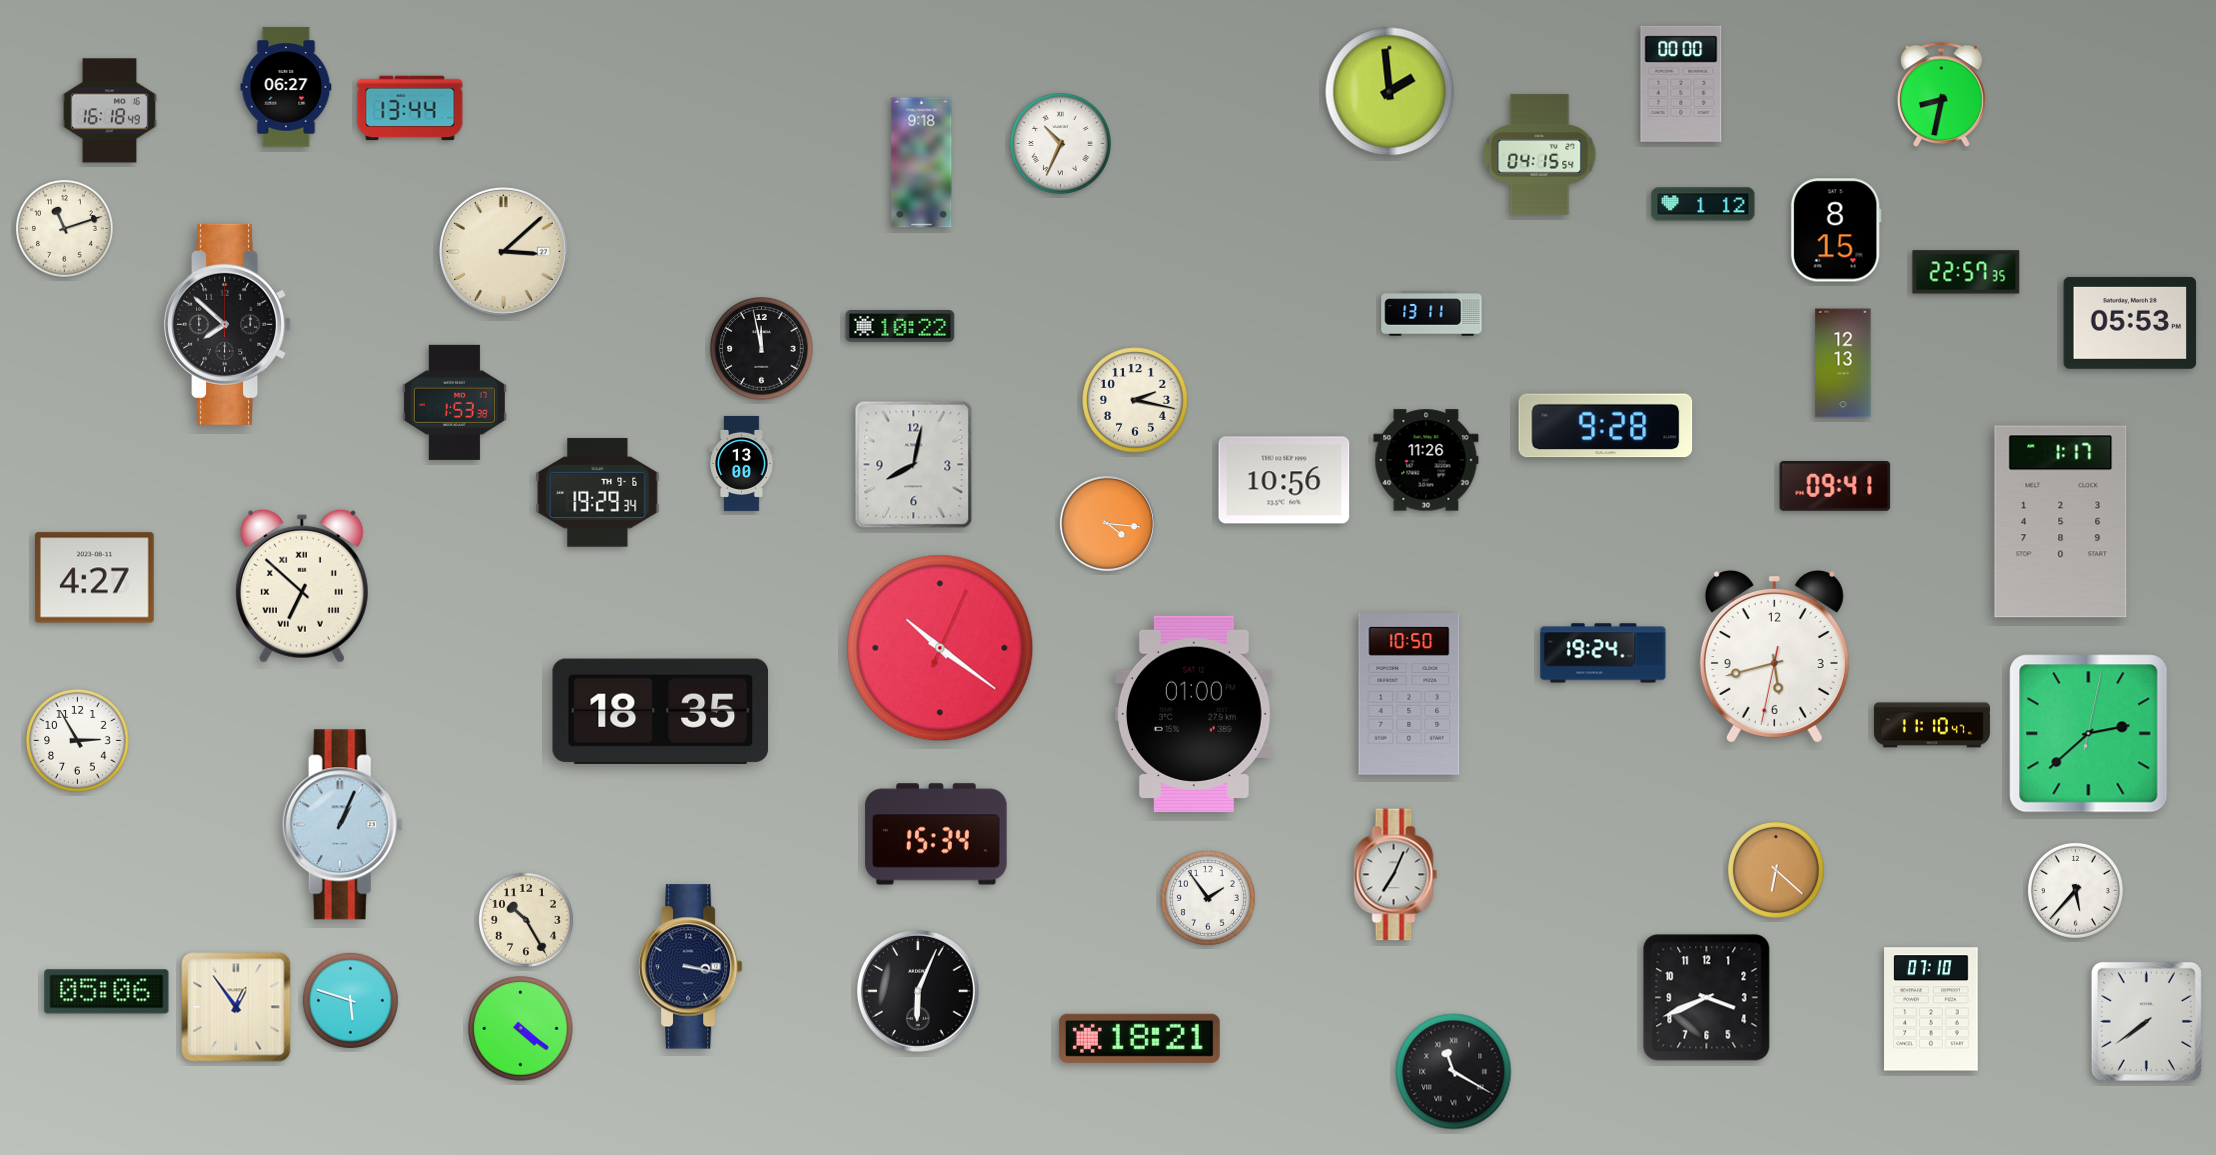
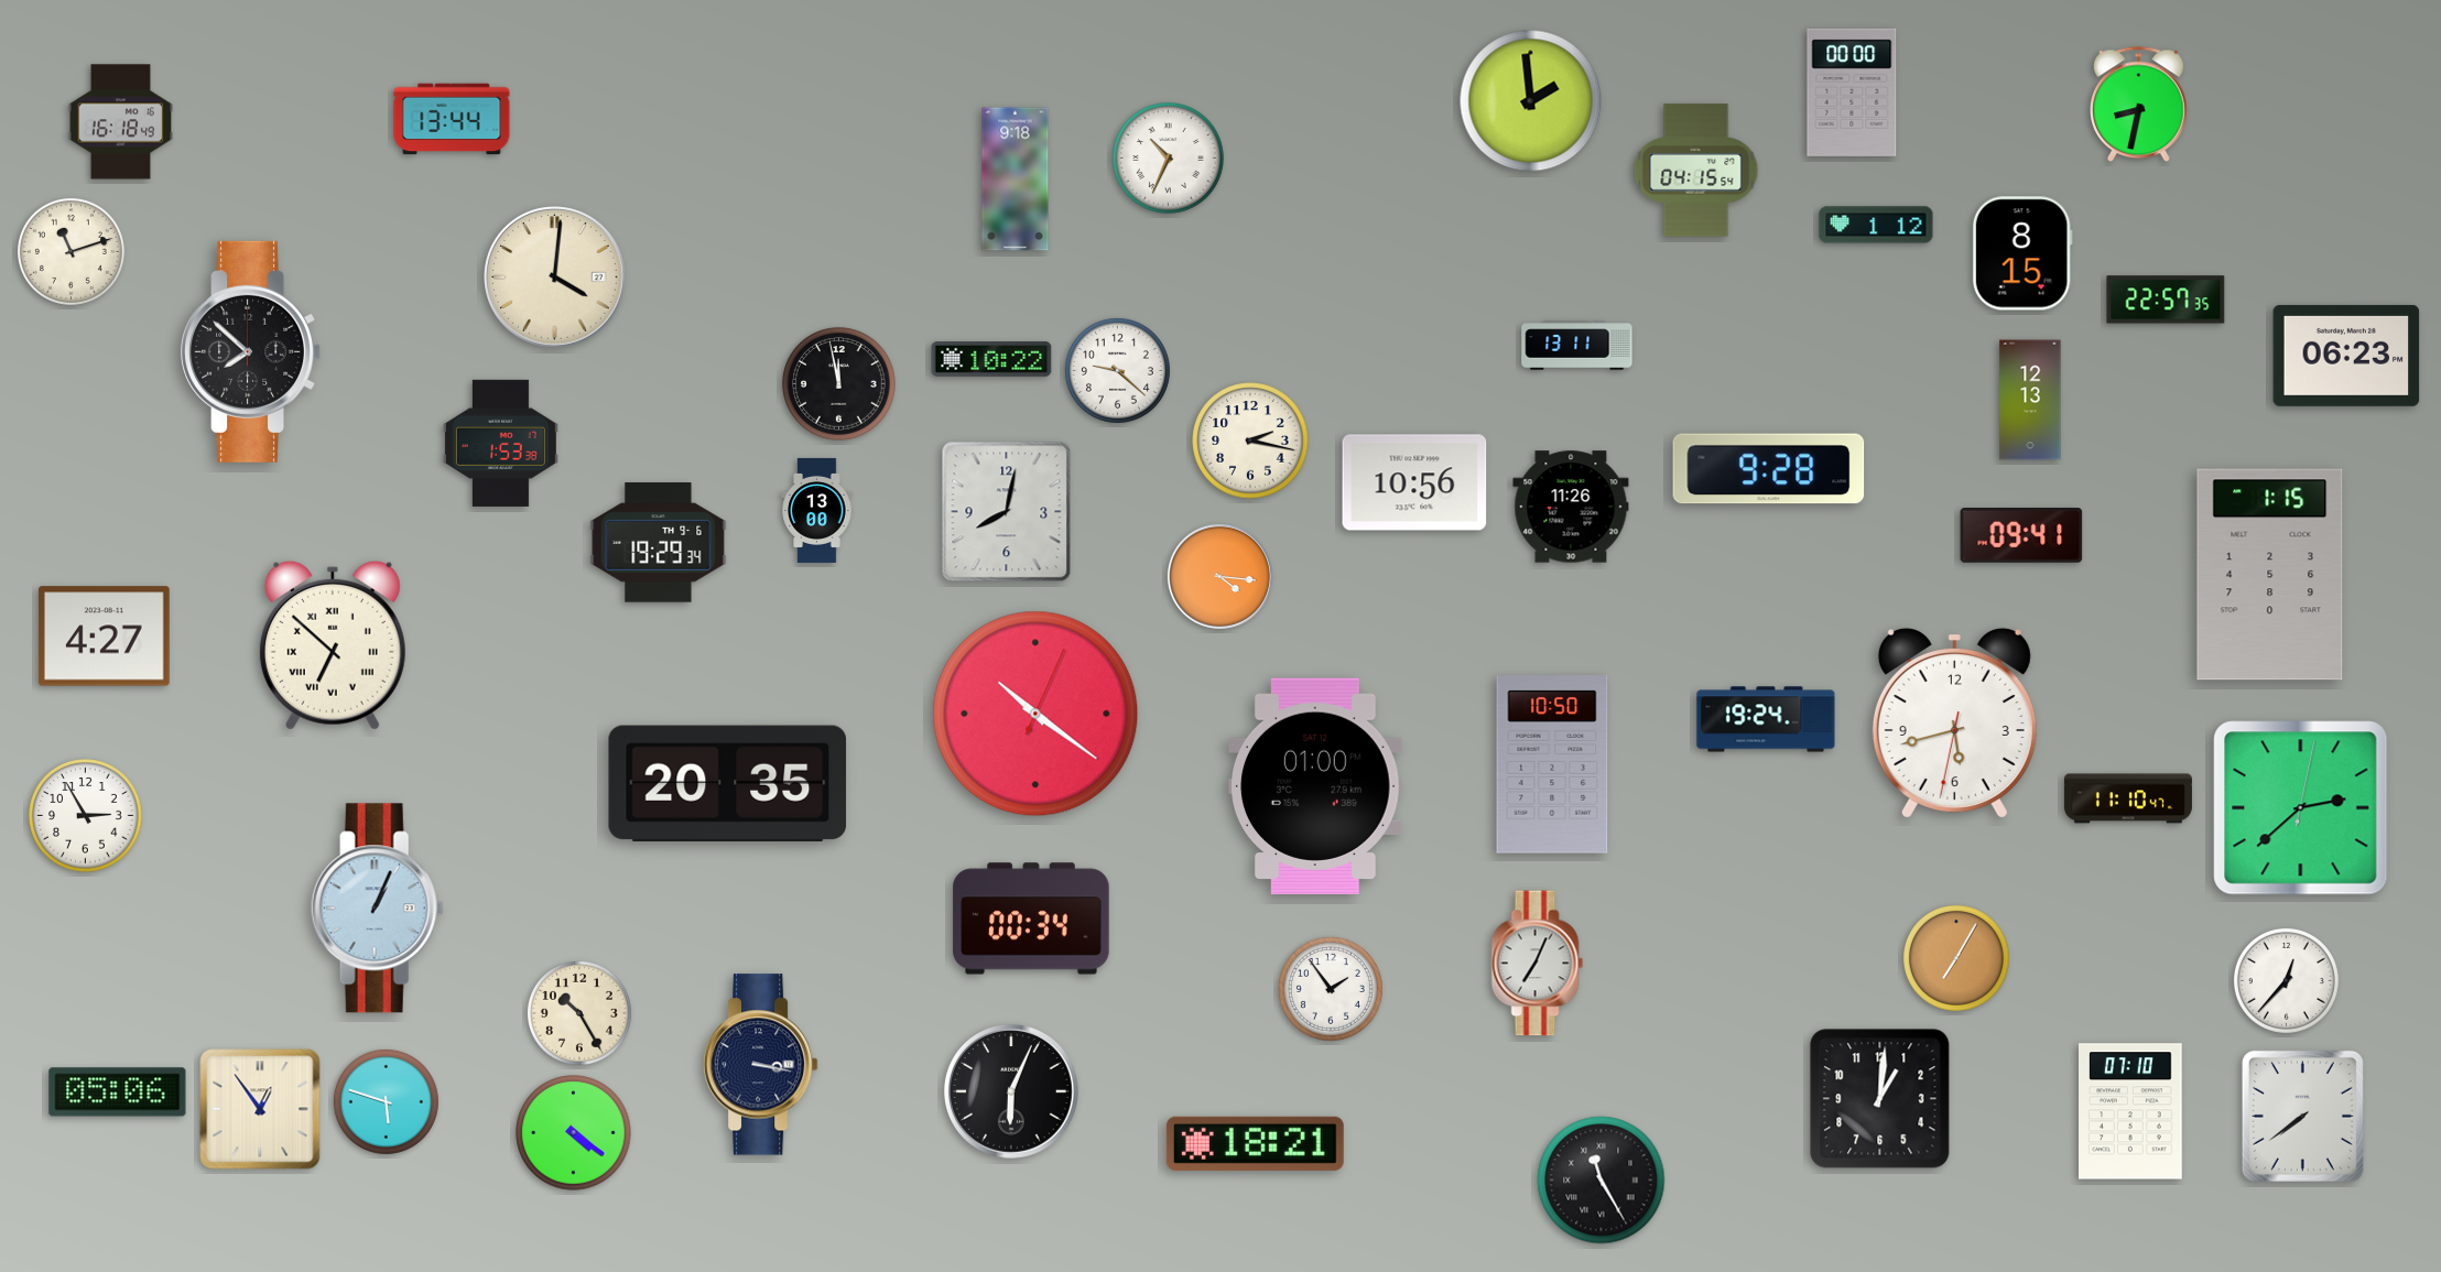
clock at (286, 87): 06:27 -> none
clock at (504, 252): 3:08 -> 4:01
clock at (2130, 323): 05:53 -> 06:23
clock at (228, 324) position: (228, 324) -> (251, 351)
clock at (1117, 370): none -> 9:22
clock at (1284, 480) position: (1284, 480) -> (1414, 482)
clock at (2061, 522): 1:17 -> 1:15
clock at (661, 711): 18:35 -> 20:35
clock at (936, 834): 15:34 -> 00:34
clock at (1776, 870): 6:22 -> 7:05
clock at (2075, 890): 5:37 -> 12:37
clock at (1707, 998): 3:41 -> 1:01
clock at (1931, 1009) position: (1931, 1009) -> (2130, 1111)
clock at (2146, 1021) position: (2146, 1021) -> (2302, 1116)
clock at (1454, 1072): 11:20 -> 11:25
